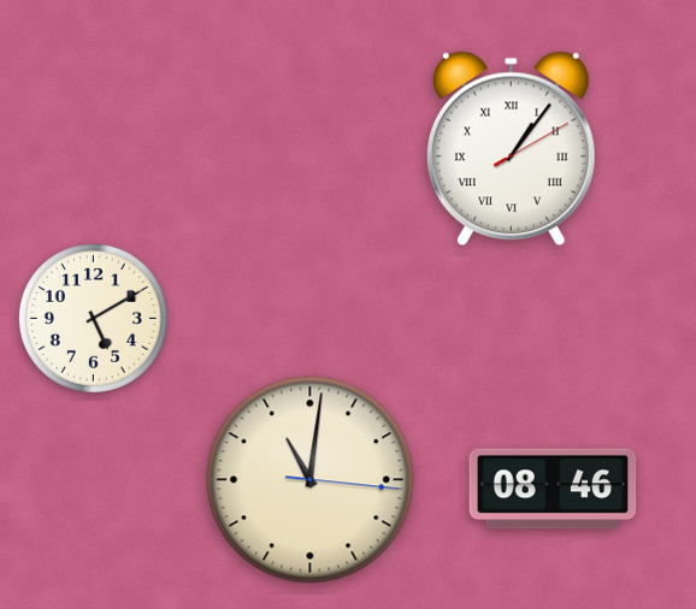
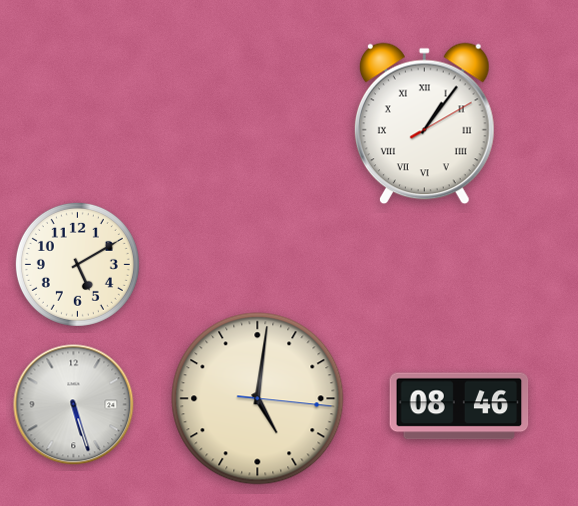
clock at (311, 480): 11:01 -> 5:01
clock at (74, 405): none -> 5:27
